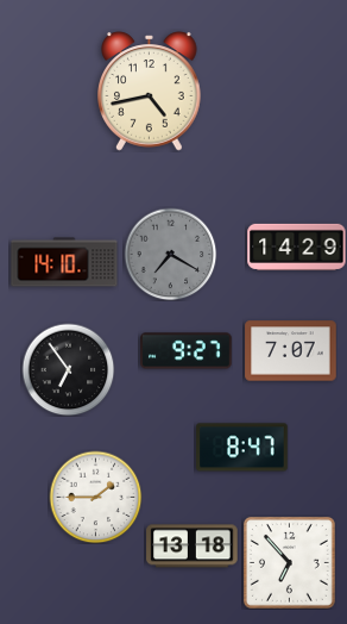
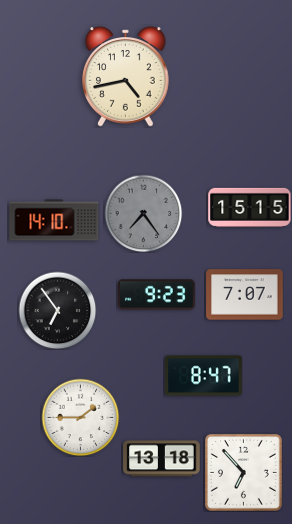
clock at (297, 247): 14:29 -> 15:15
clock at (170, 254): 7:20 -> 7:24
clock at (187, 351): 9:27 -> 9:23
